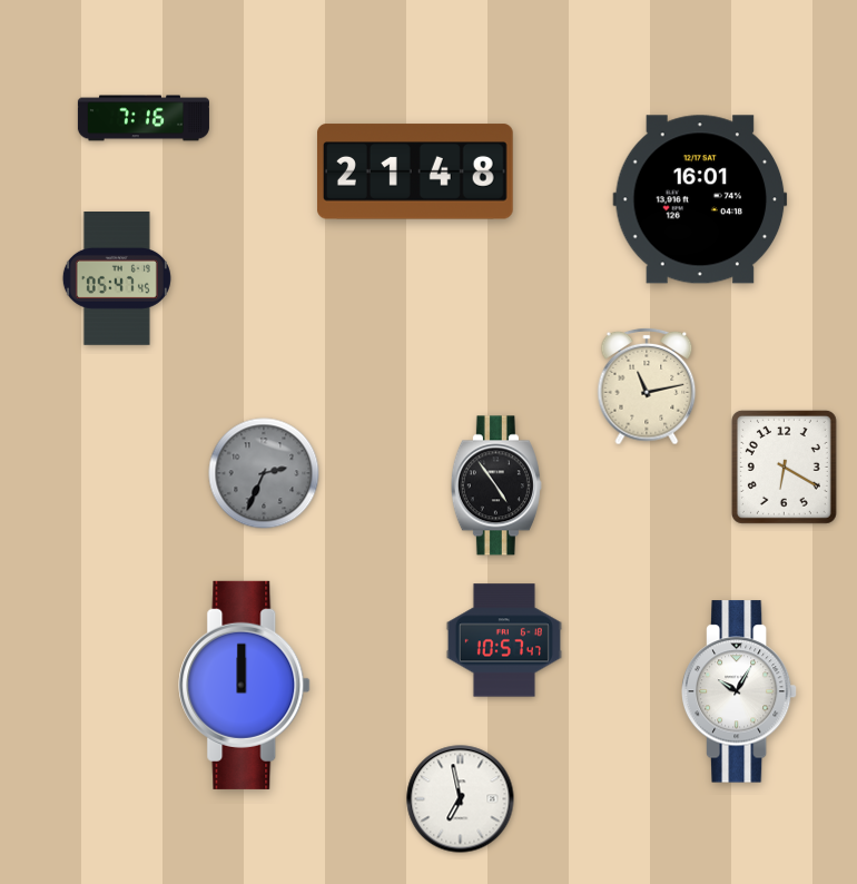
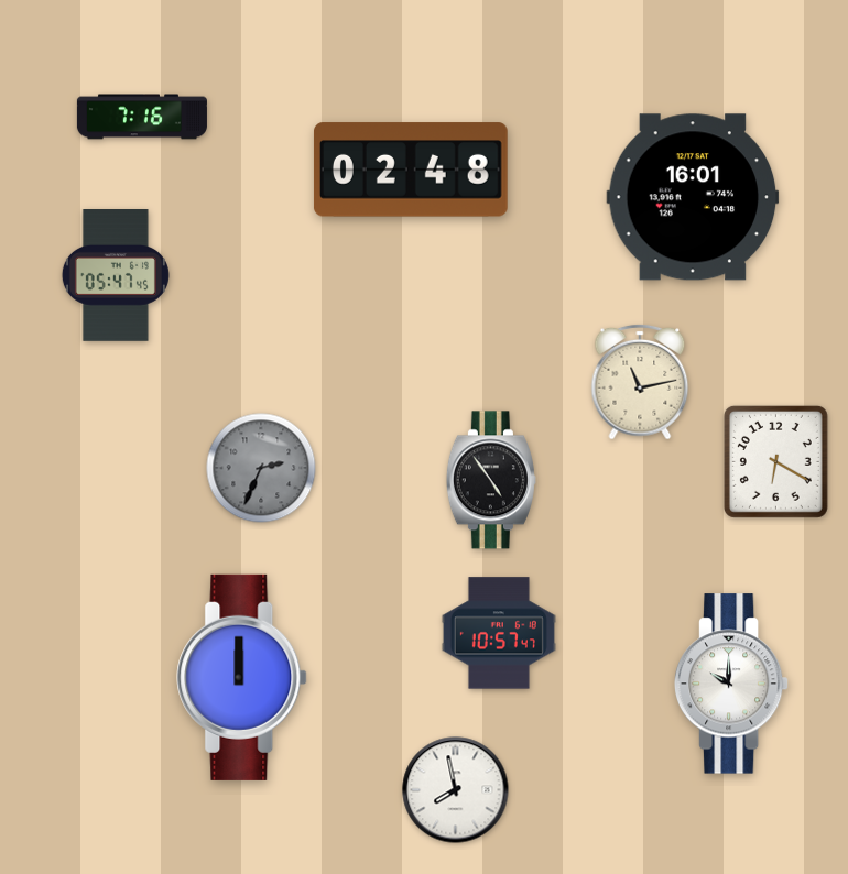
clock at (415, 171): 21:48 -> 02:48
clock at (739, 691): 10:05 -> 10:00
clock at (461, 799): 6:58 -> 7:58
